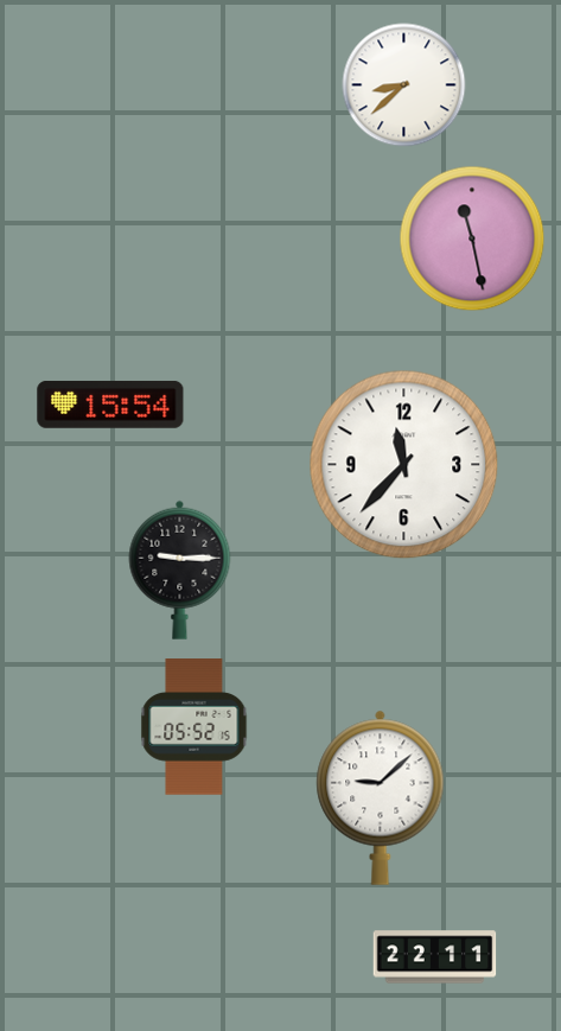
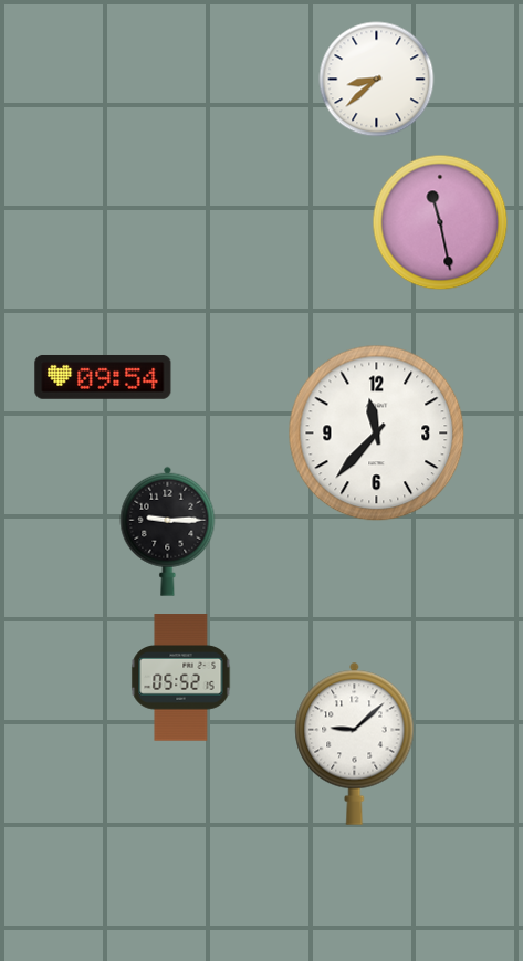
clock at (110, 405): 15:54 -> 09:54
clock at (435, 957): 22:11 -> none
